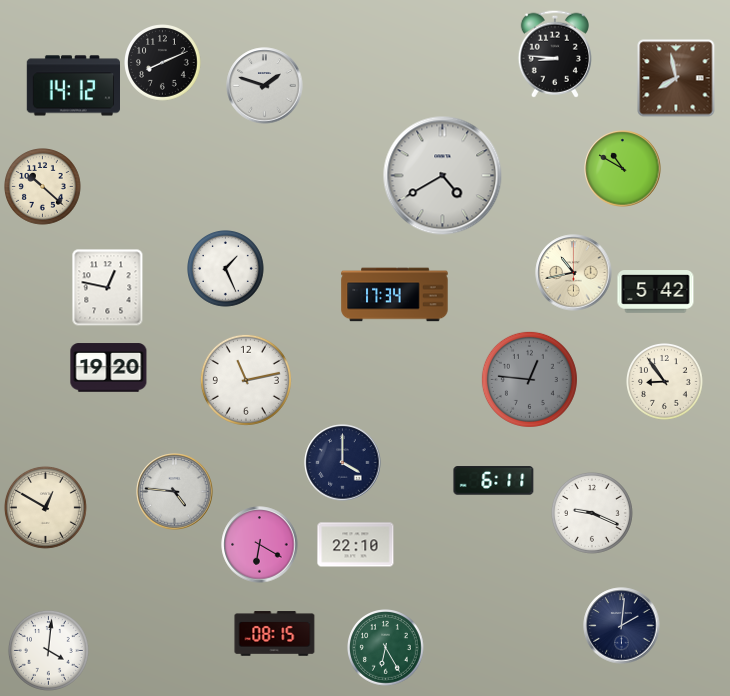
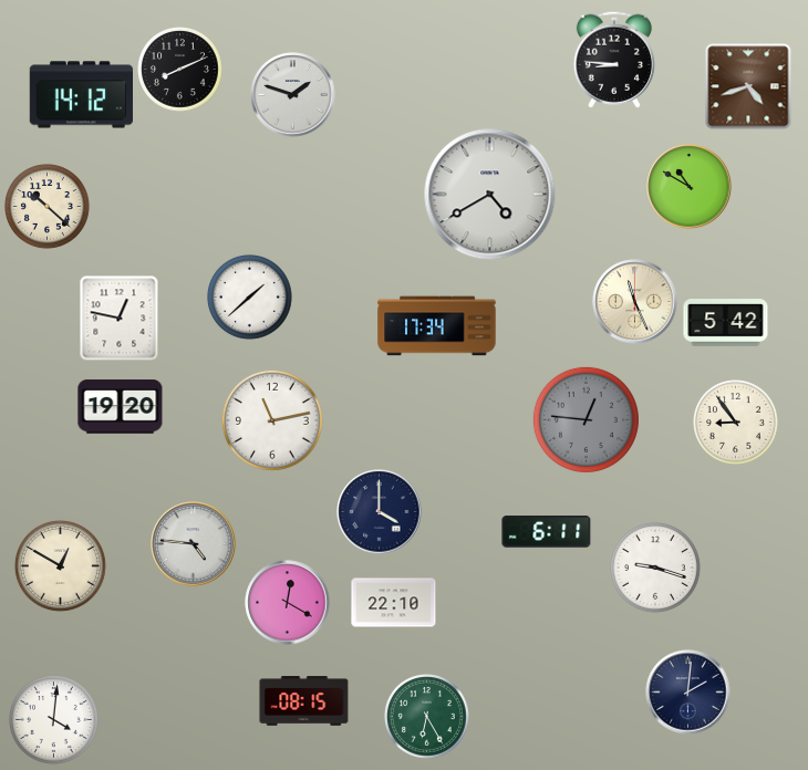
clock at (676, 78): 7:58 -> 4:42
clock at (226, 269): 1:26 -> 1:38
clock at (574, 273): 10:43 -> 11:26
clock at (45, 507) position: (45, 507) -> (60, 565)
clock at (592, 513): 9:19 -> 9:18
clock at (260, 545): 6:20 -> 12:20
